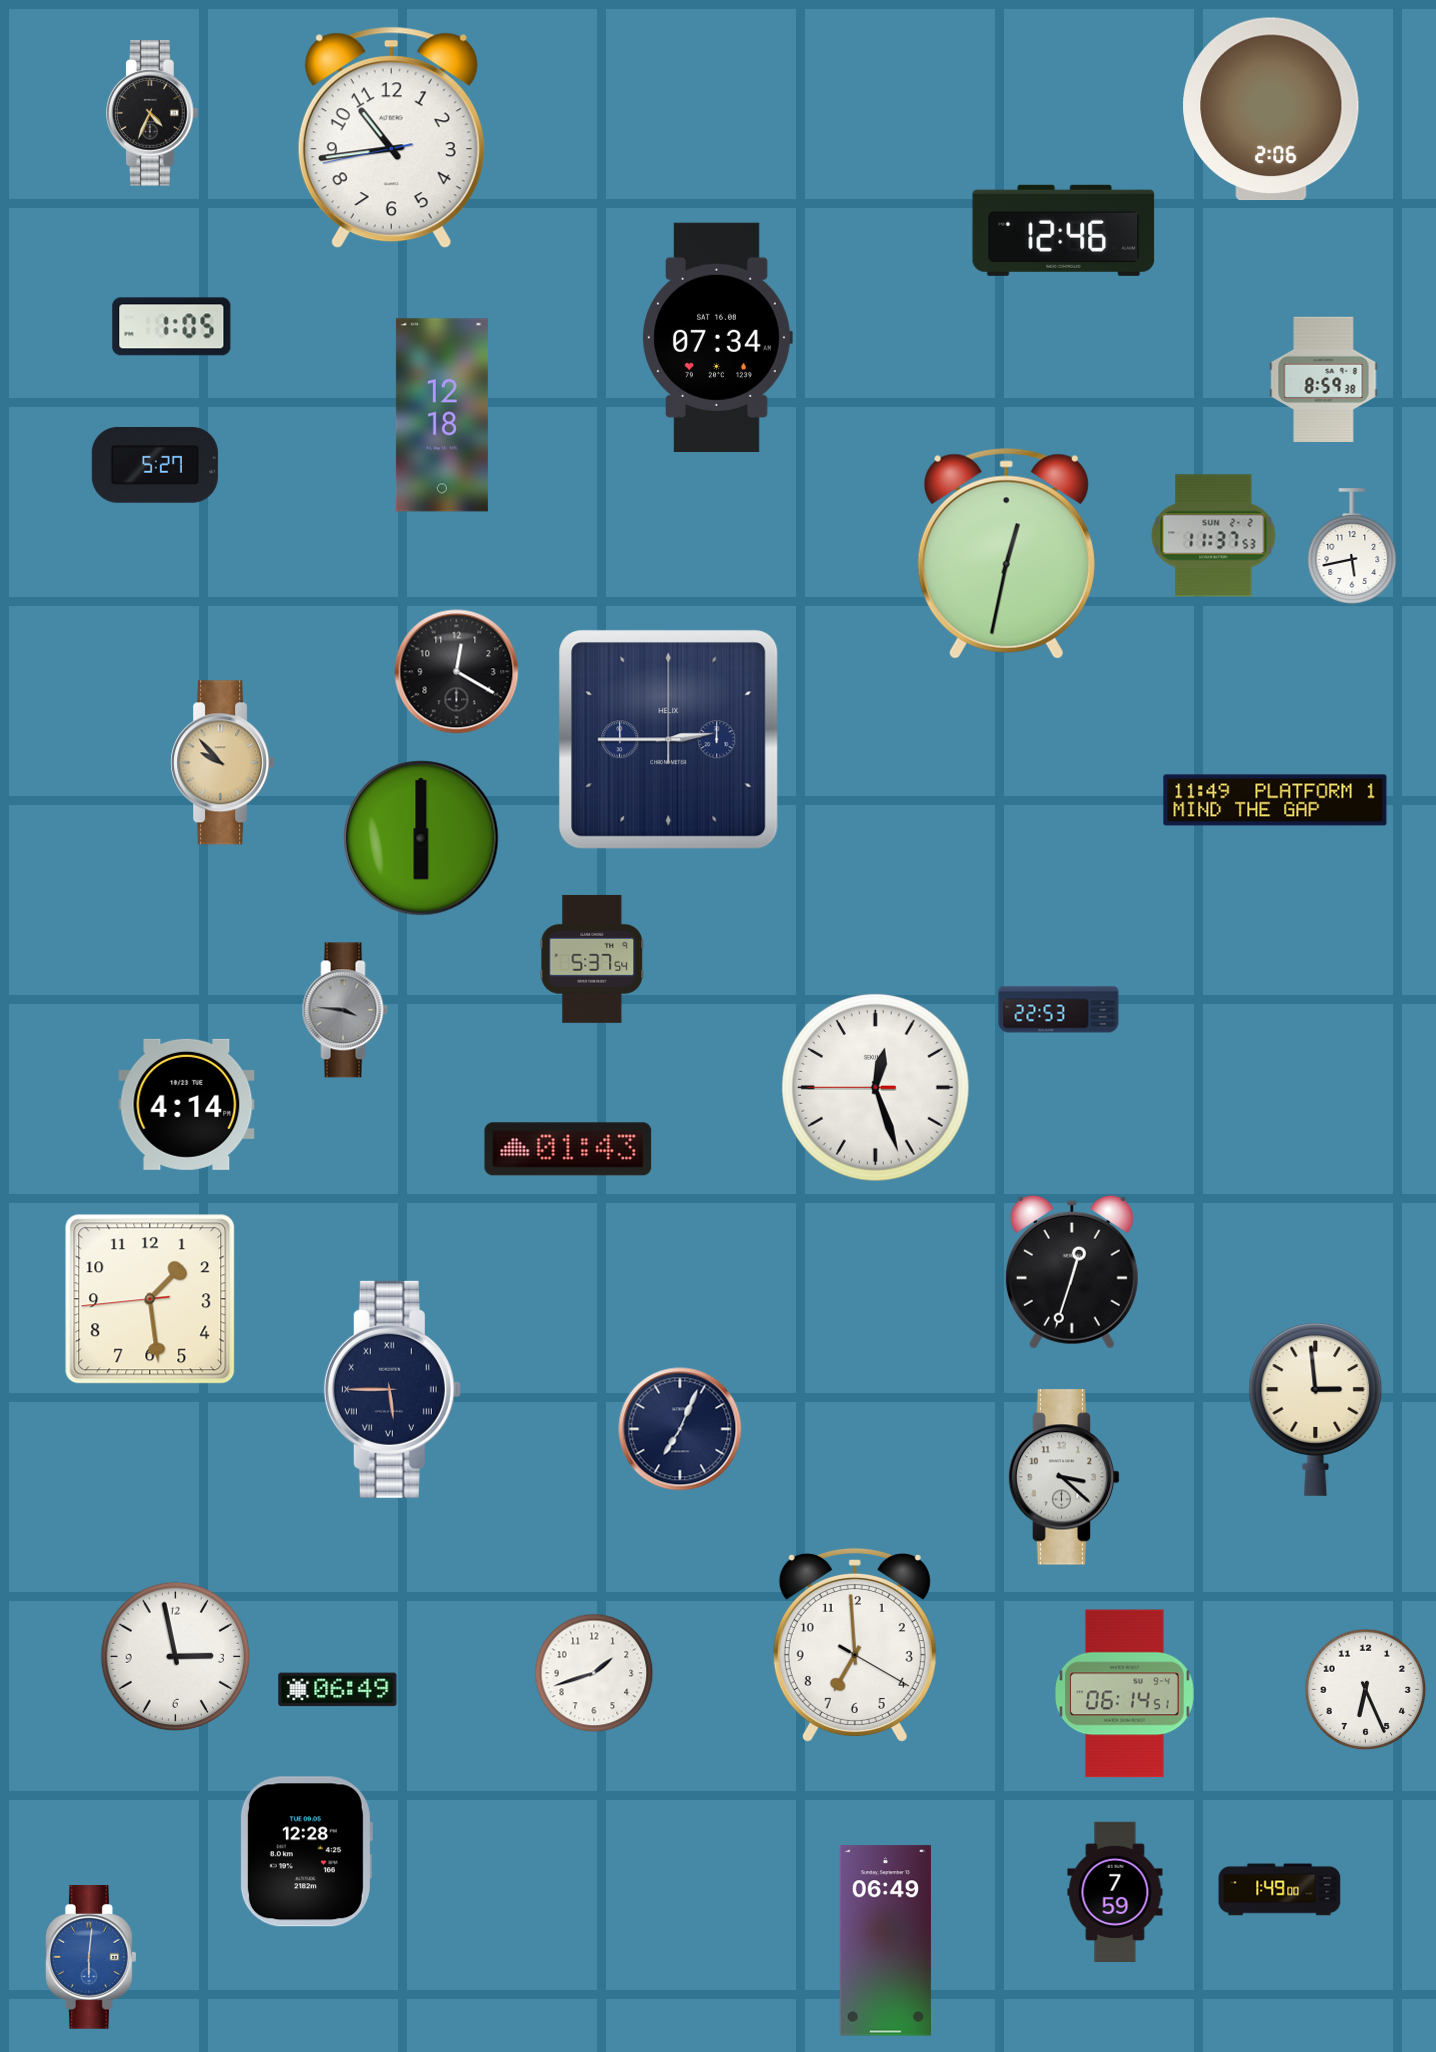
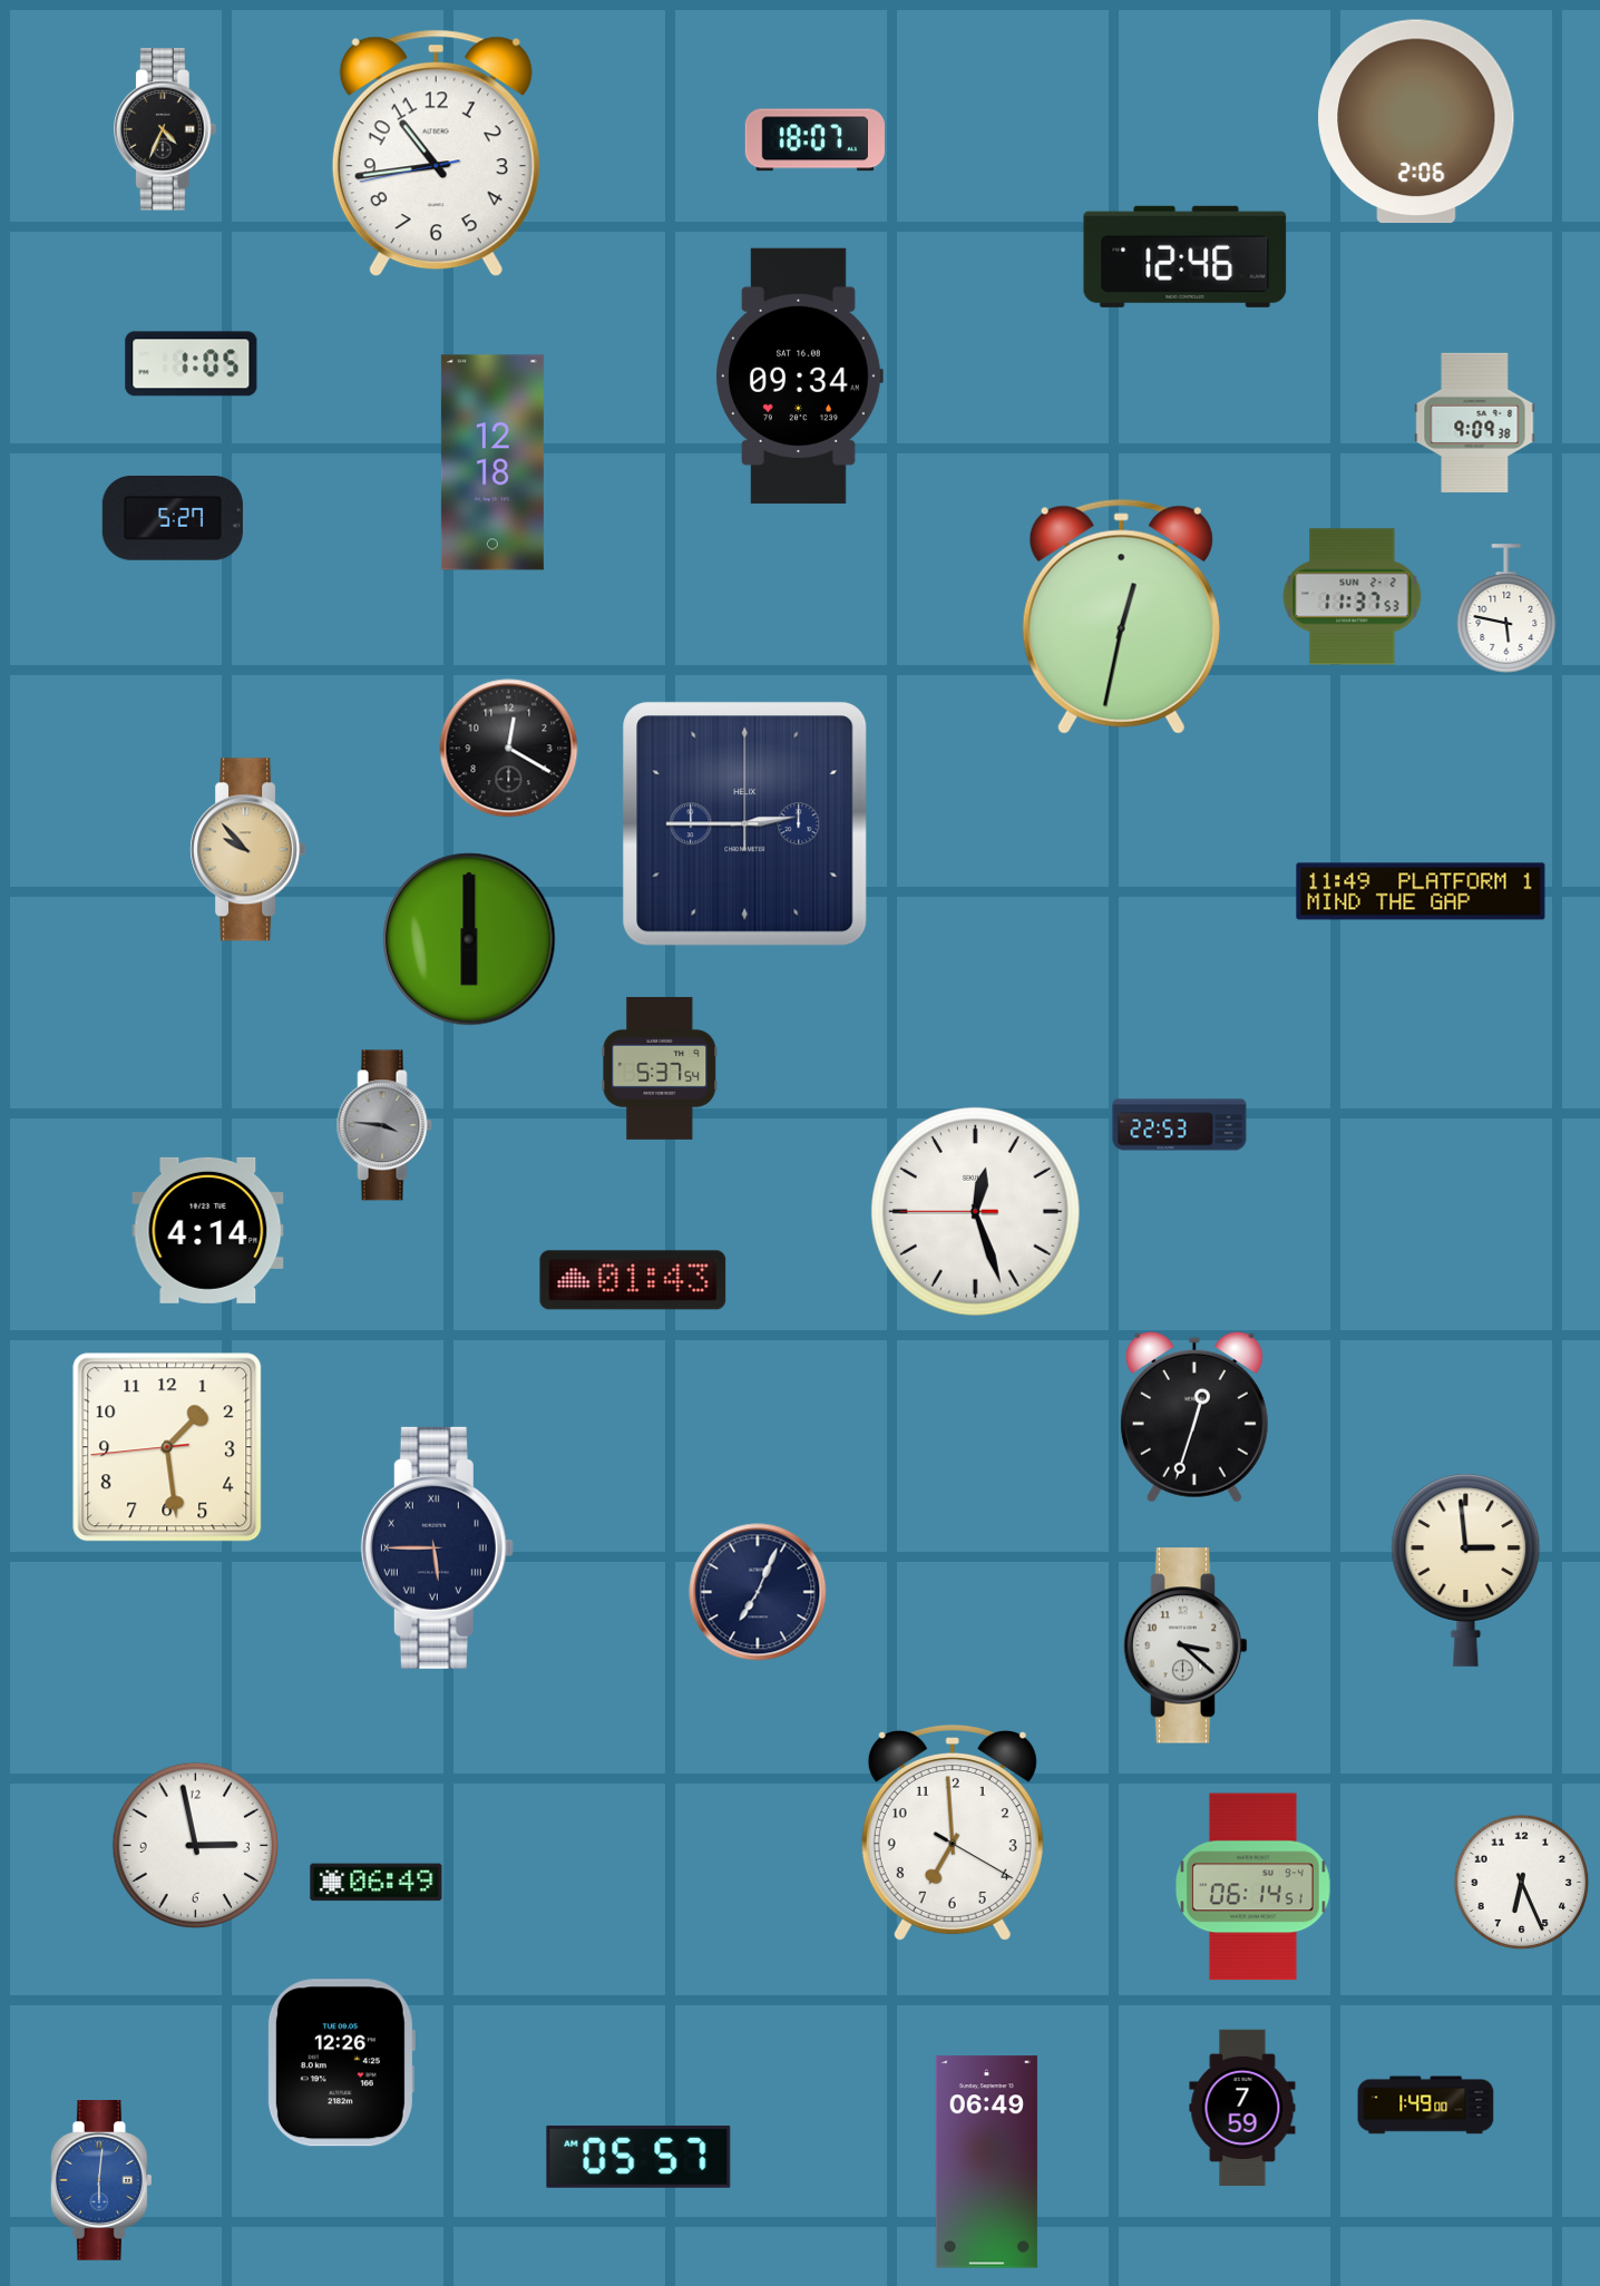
clock at (152, 113) position: (152, 113) -> (165, 129)
clock at (814, 140): none -> 18:07
clock at (717, 337): 07:34 -> 09:34
clock at (1324, 379): 8:59 -> 9:09
clock at (1352, 546): 5:43 -> 5:47
clock at (421, 838) position: (421, 838) -> (469, 939)
clock at (594, 1673): 1:42 -> none
clock at (306, 1852): 12:28 -> 12:26
clock at (638, 2157): none -> 05:57
